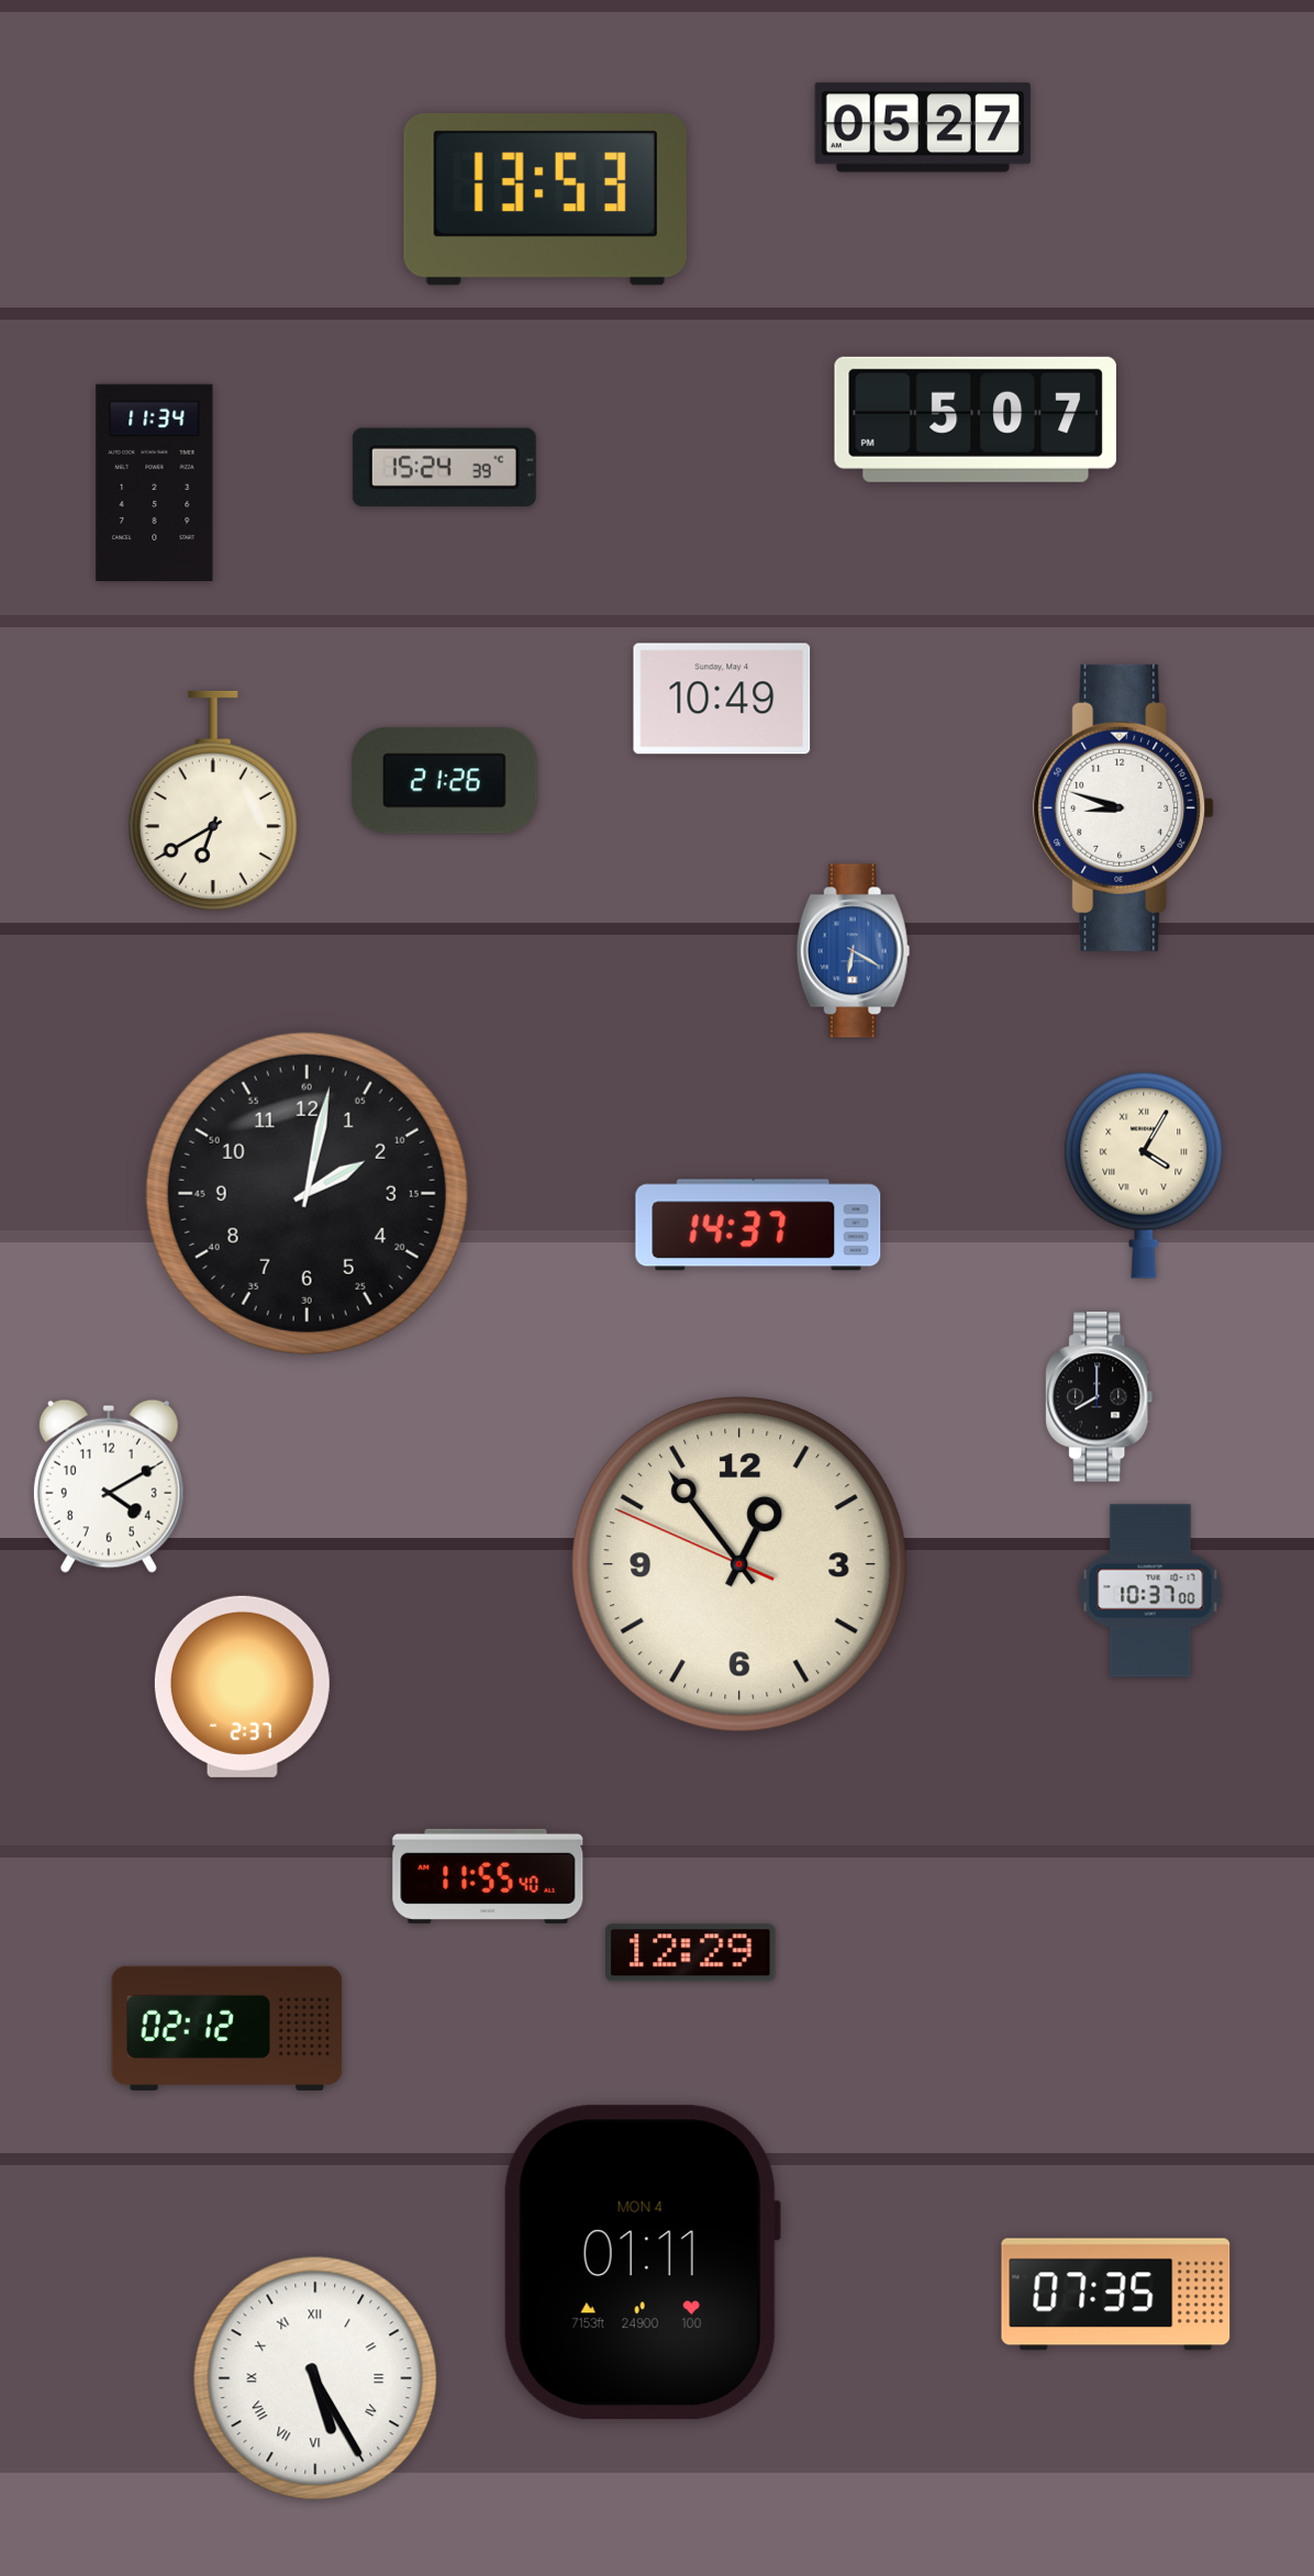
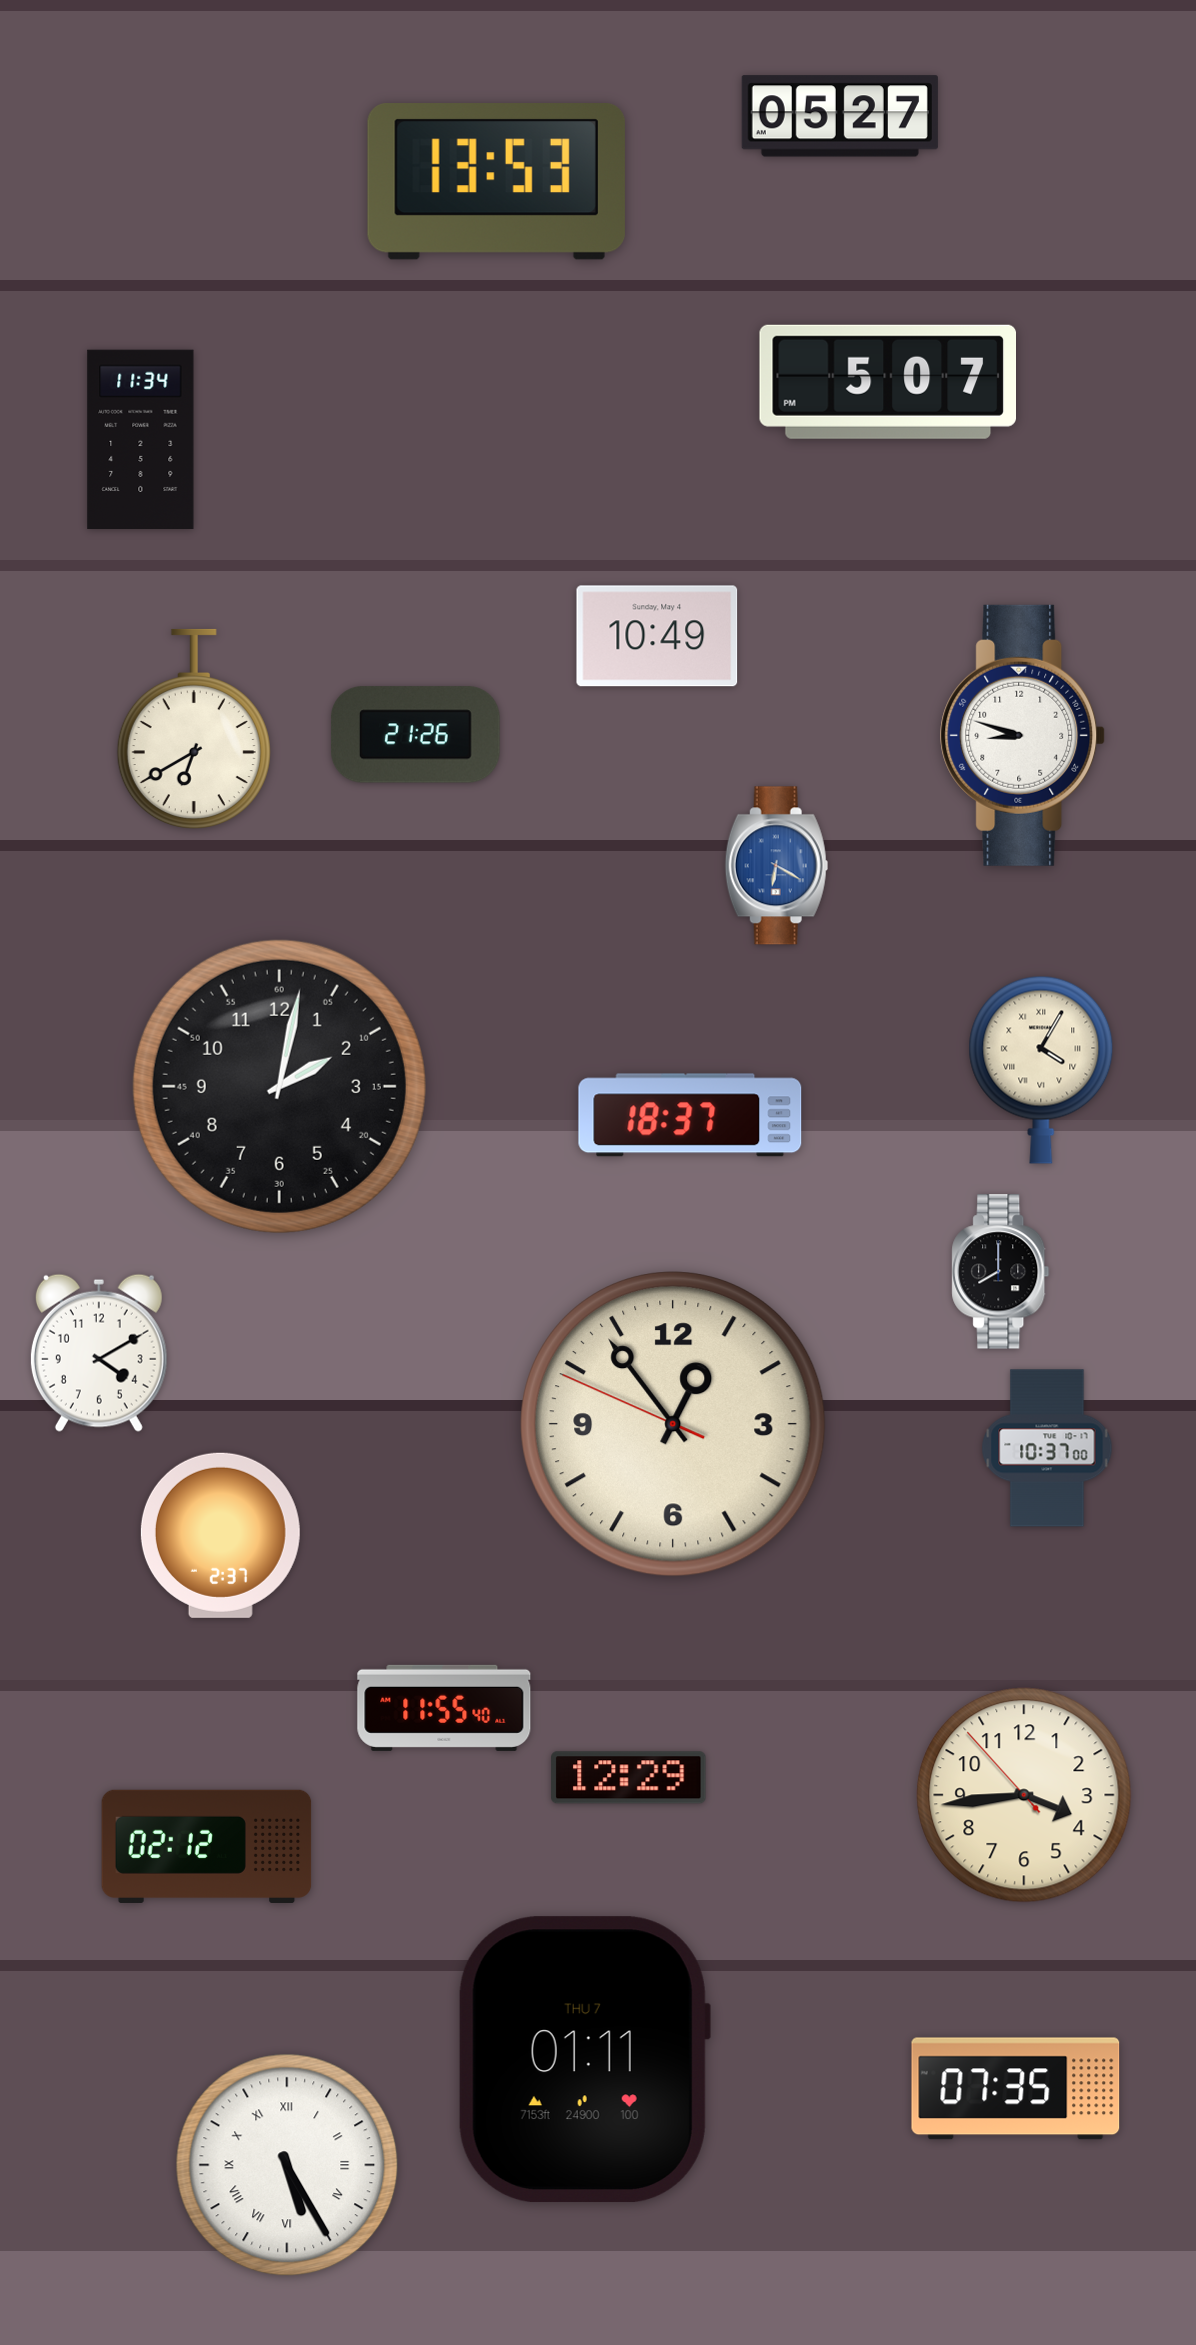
clock at (444, 467): 15:24 -> none
clock at (444, 781) position: (444, 781) -> (415, 735)
clock at (758, 1225): 14:37 -> 18:37
clock at (1024, 1795): none -> 3:43
clock at (642, 2263) date: MON 4 -> THU 7
